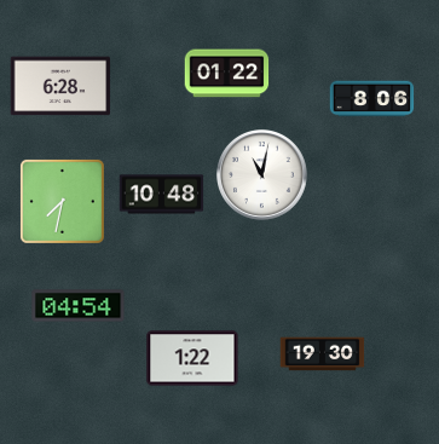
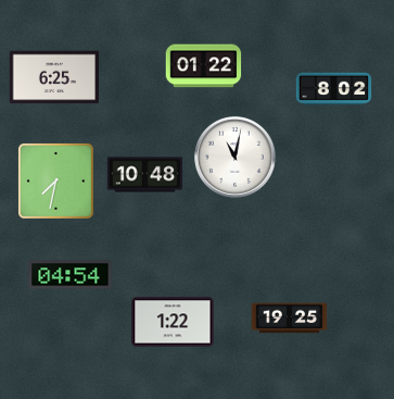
clock at (60, 86): 6:28 -> 6:25
clock at (372, 99): 8:06 -> 8:02
clock at (323, 354): 19:30 -> 19:25
